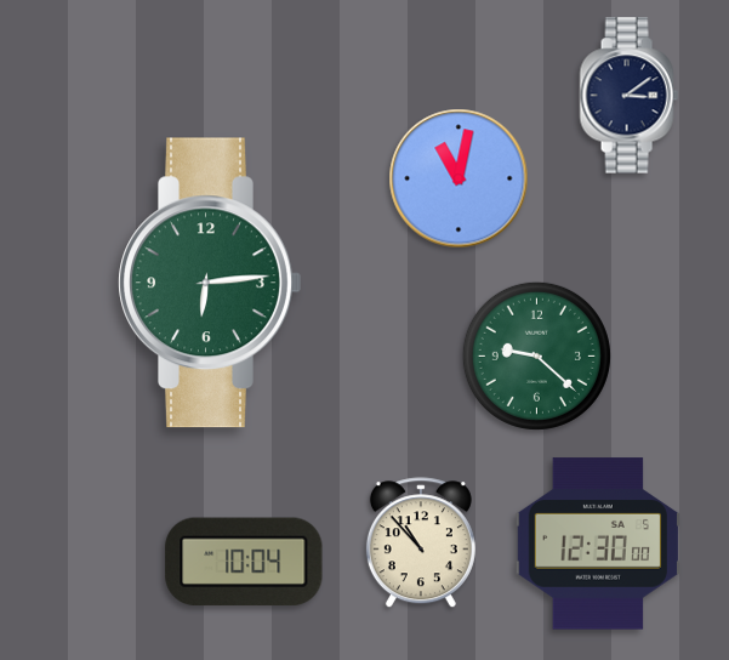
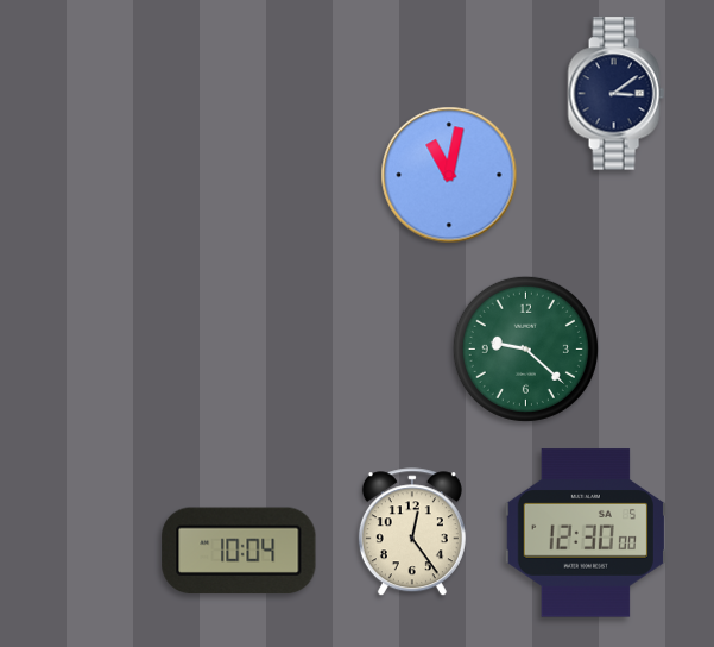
clock at (210, 283): 6:14 -> none
clock at (421, 544): 10:53 -> 12:24
